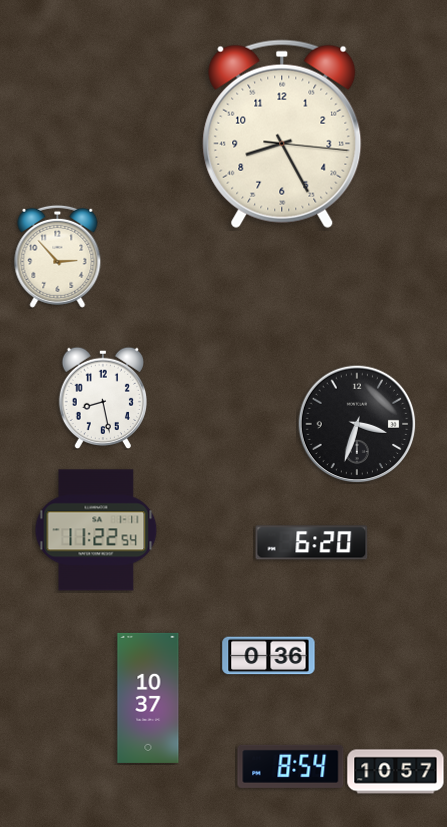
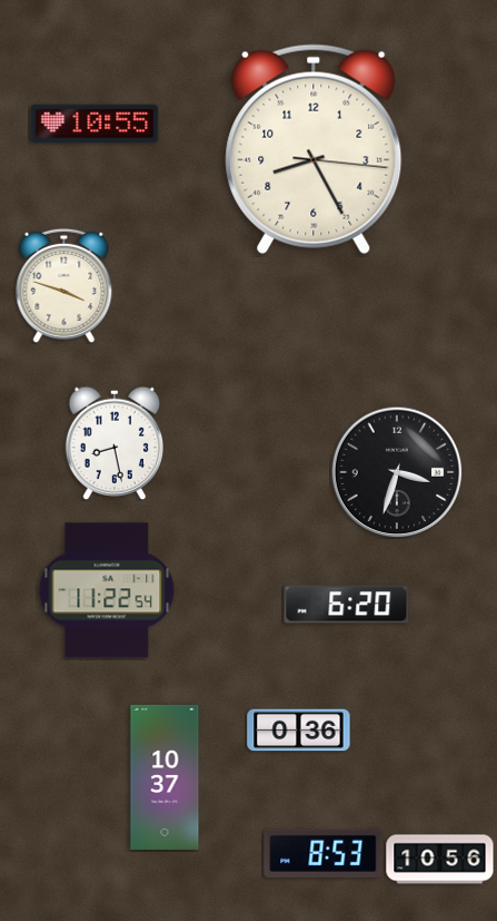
clock at (95, 124): none -> 10:55
clock at (58, 256): 2:53 -> 3:48
clock at (291, 766): 8:54 -> 8:53
clock at (396, 772): 10:57 -> 10:56
